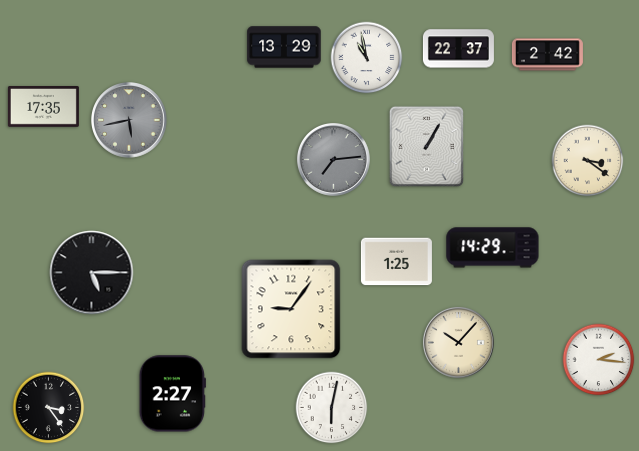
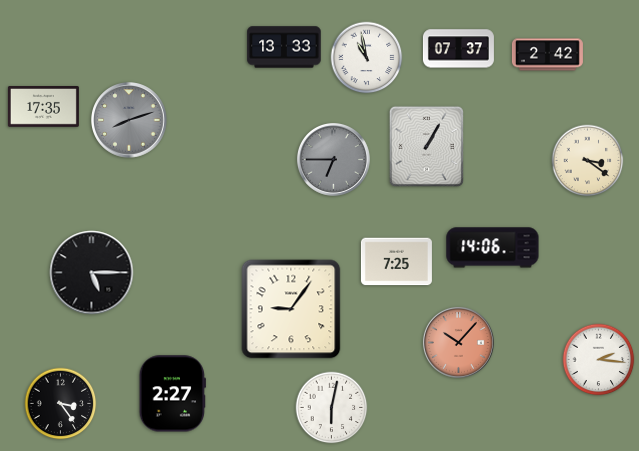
clock at (284, 47): 13:29 -> 13:33
clock at (458, 49): 22:37 -> 07:37
clock at (129, 121): 5:43 -> 8:12
clock at (333, 159): 7:14 -> 6:45
clock at (493, 248): 14:29 -> 14:06
clock at (396, 262): 1:25 -> 7:25
clock at (458, 342) dial: cream -> salmon
clock at (49, 408) position: (49, 408) -> (61, 404)
